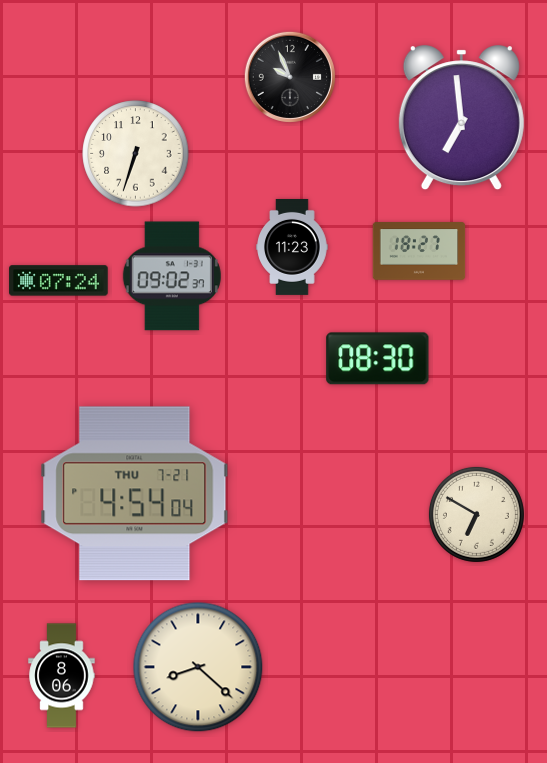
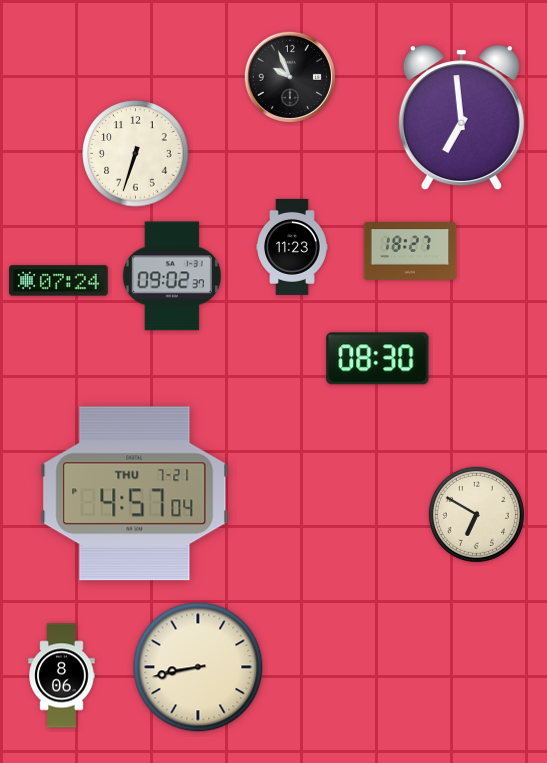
clock at (419, 251) position: (419, 251) -> (410, 251)
clock at (135, 494): 4:54 -> 4:57
clock at (198, 667): 8:22 -> 8:43
